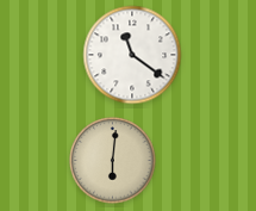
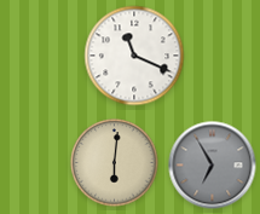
clock at (132, 55): 11:21 -> 11:19
clock at (213, 166): none -> 6:55
